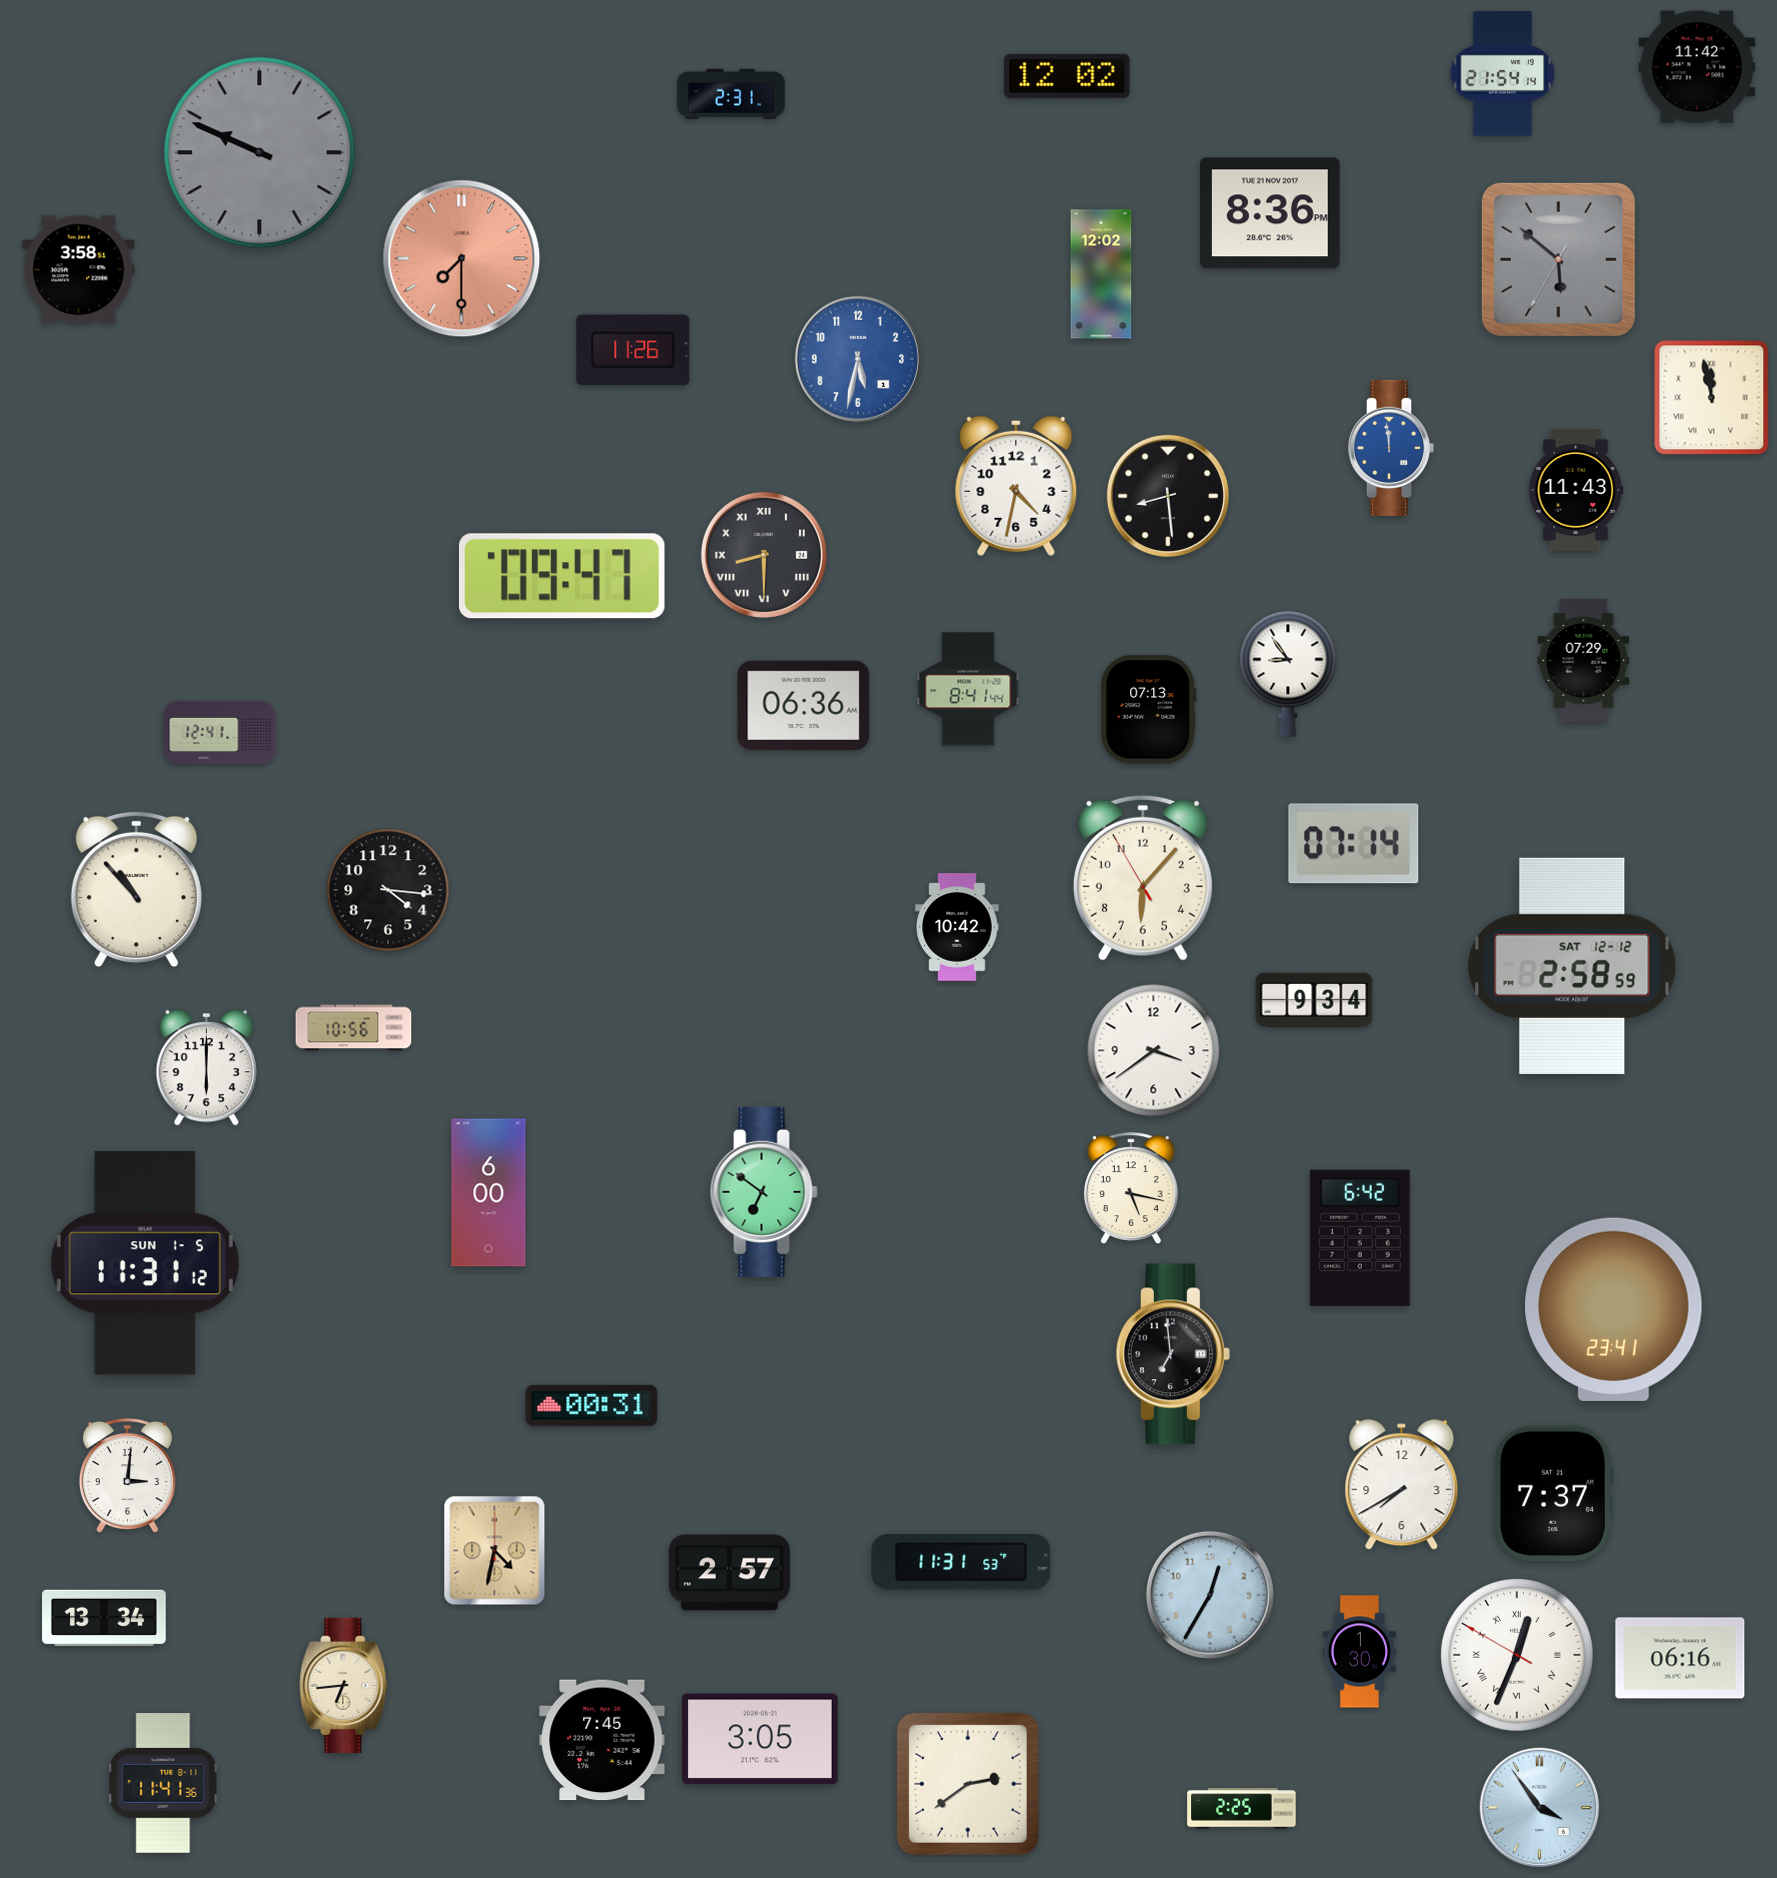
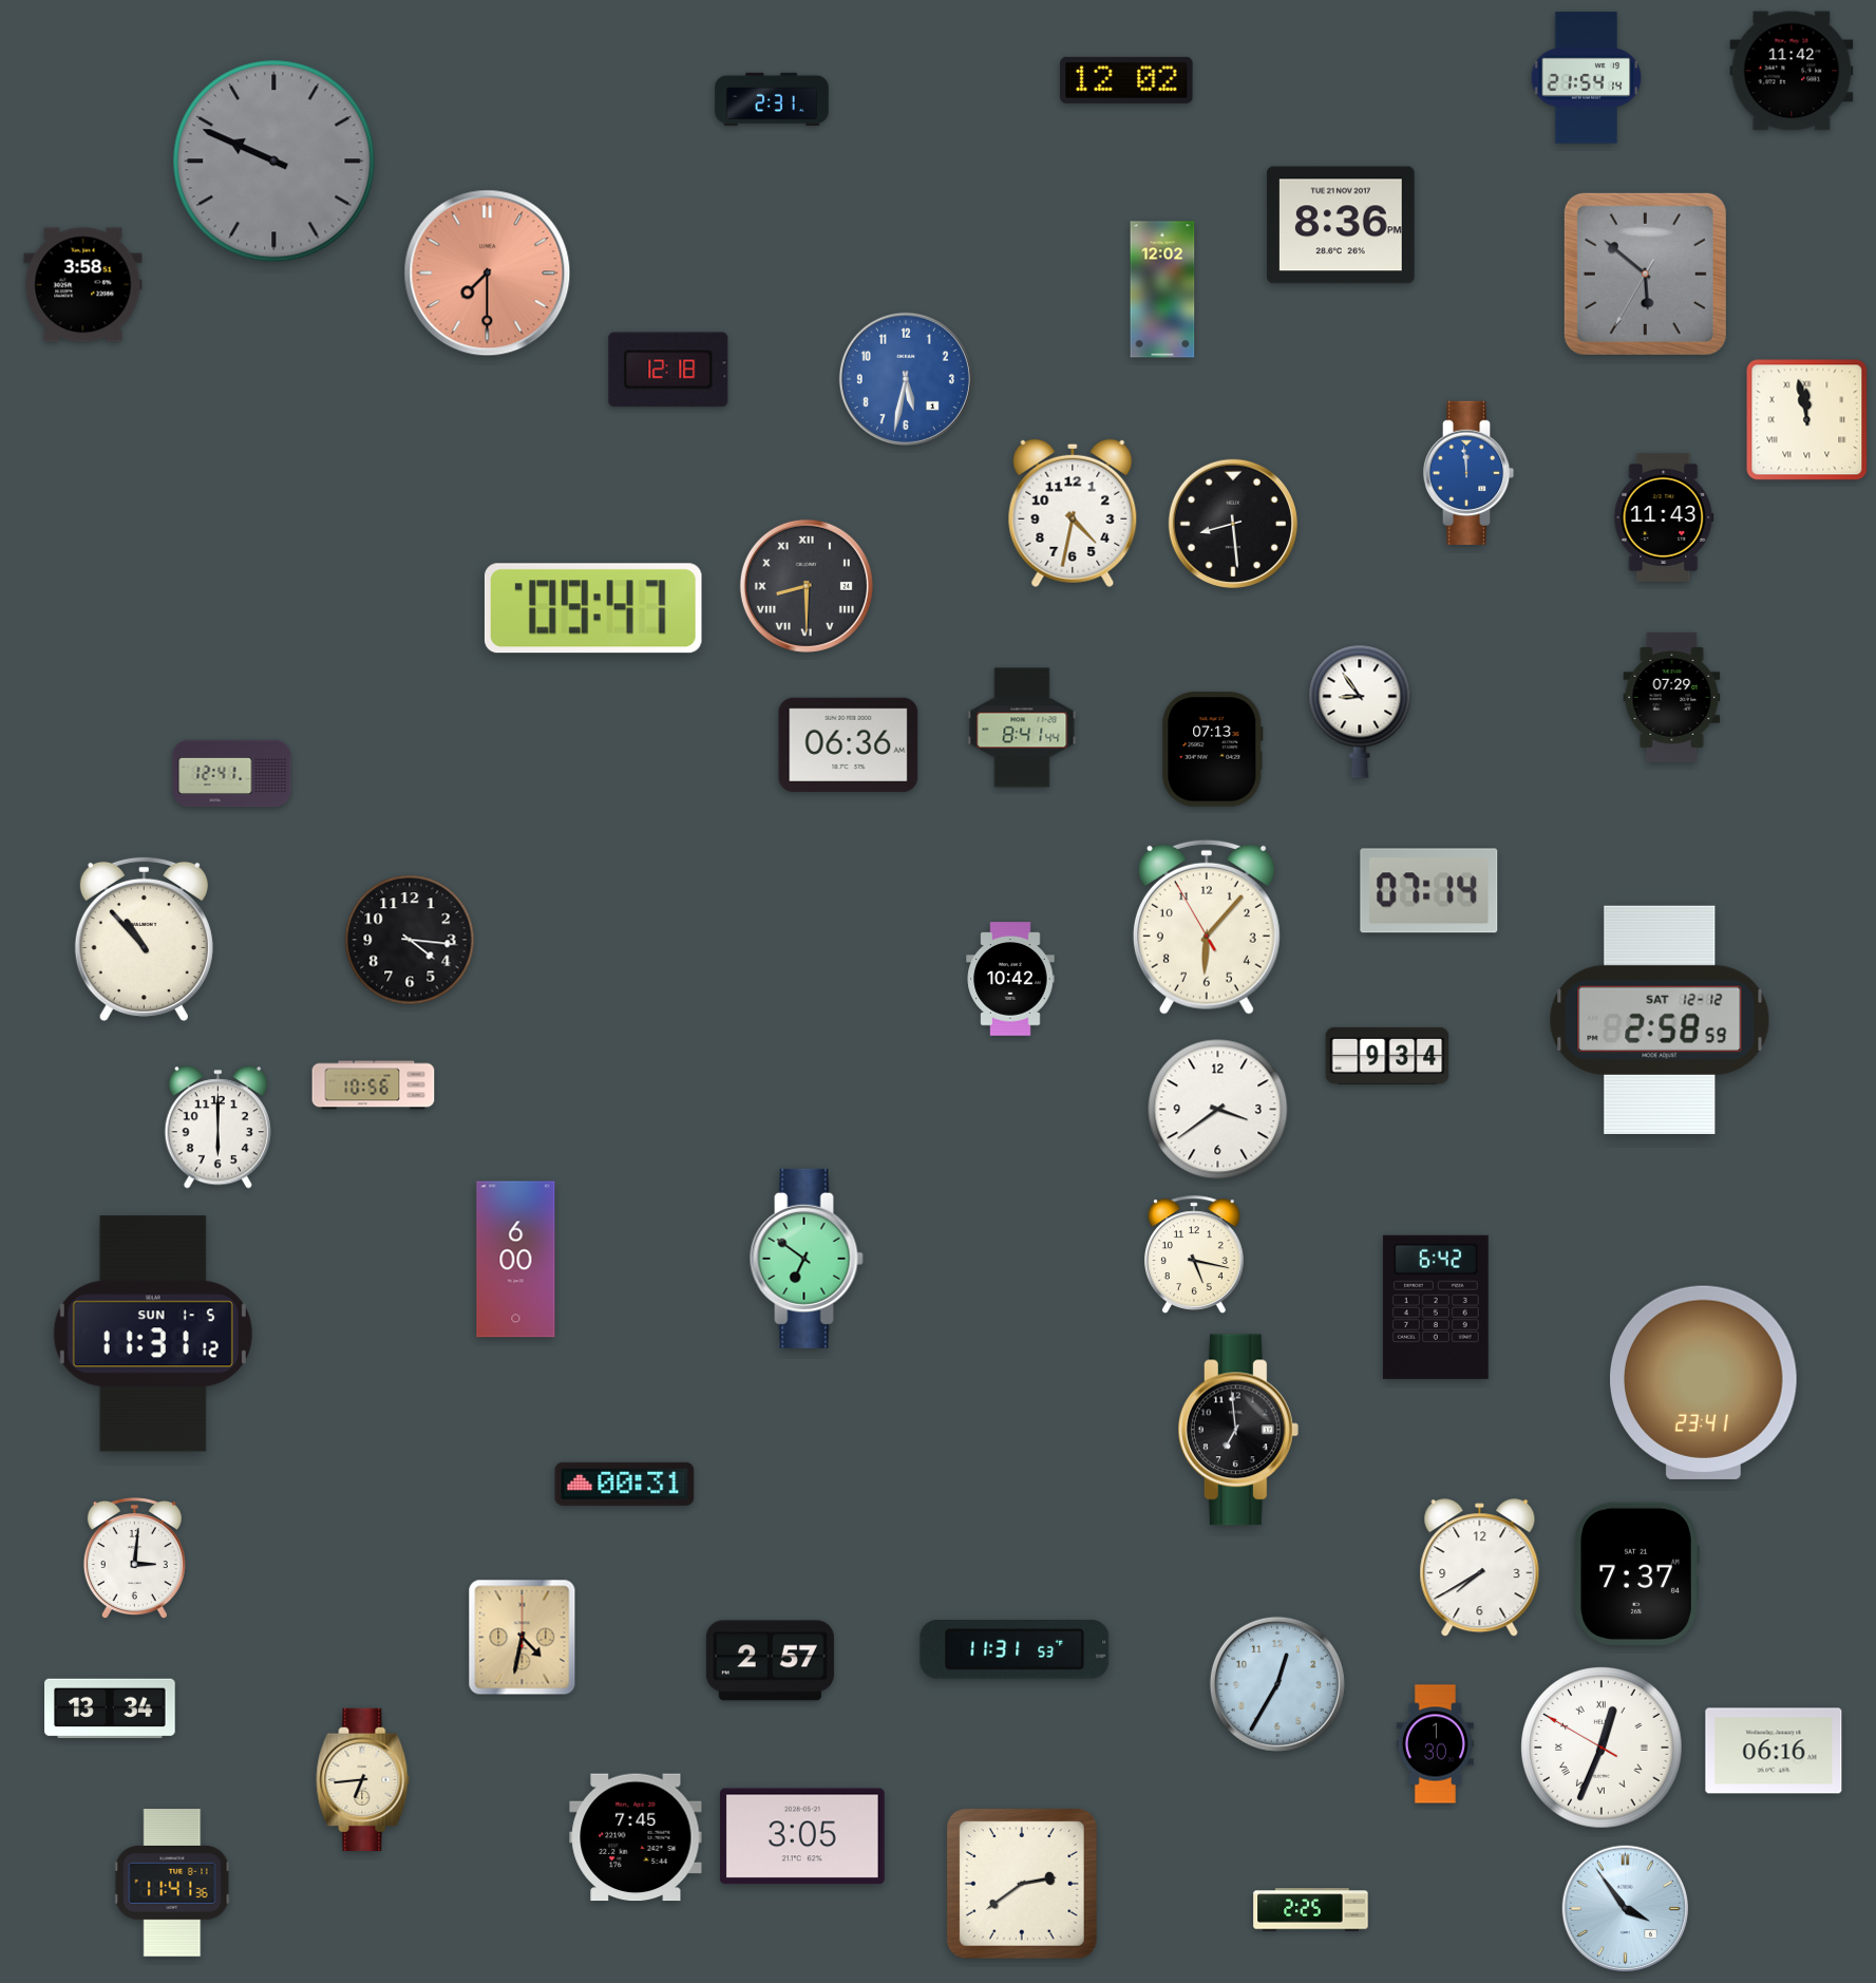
clock at (633, 350): 11:26 -> 12:18
clock at (1553, 1493) position: (1553, 1493) -> (1636, 1573)
